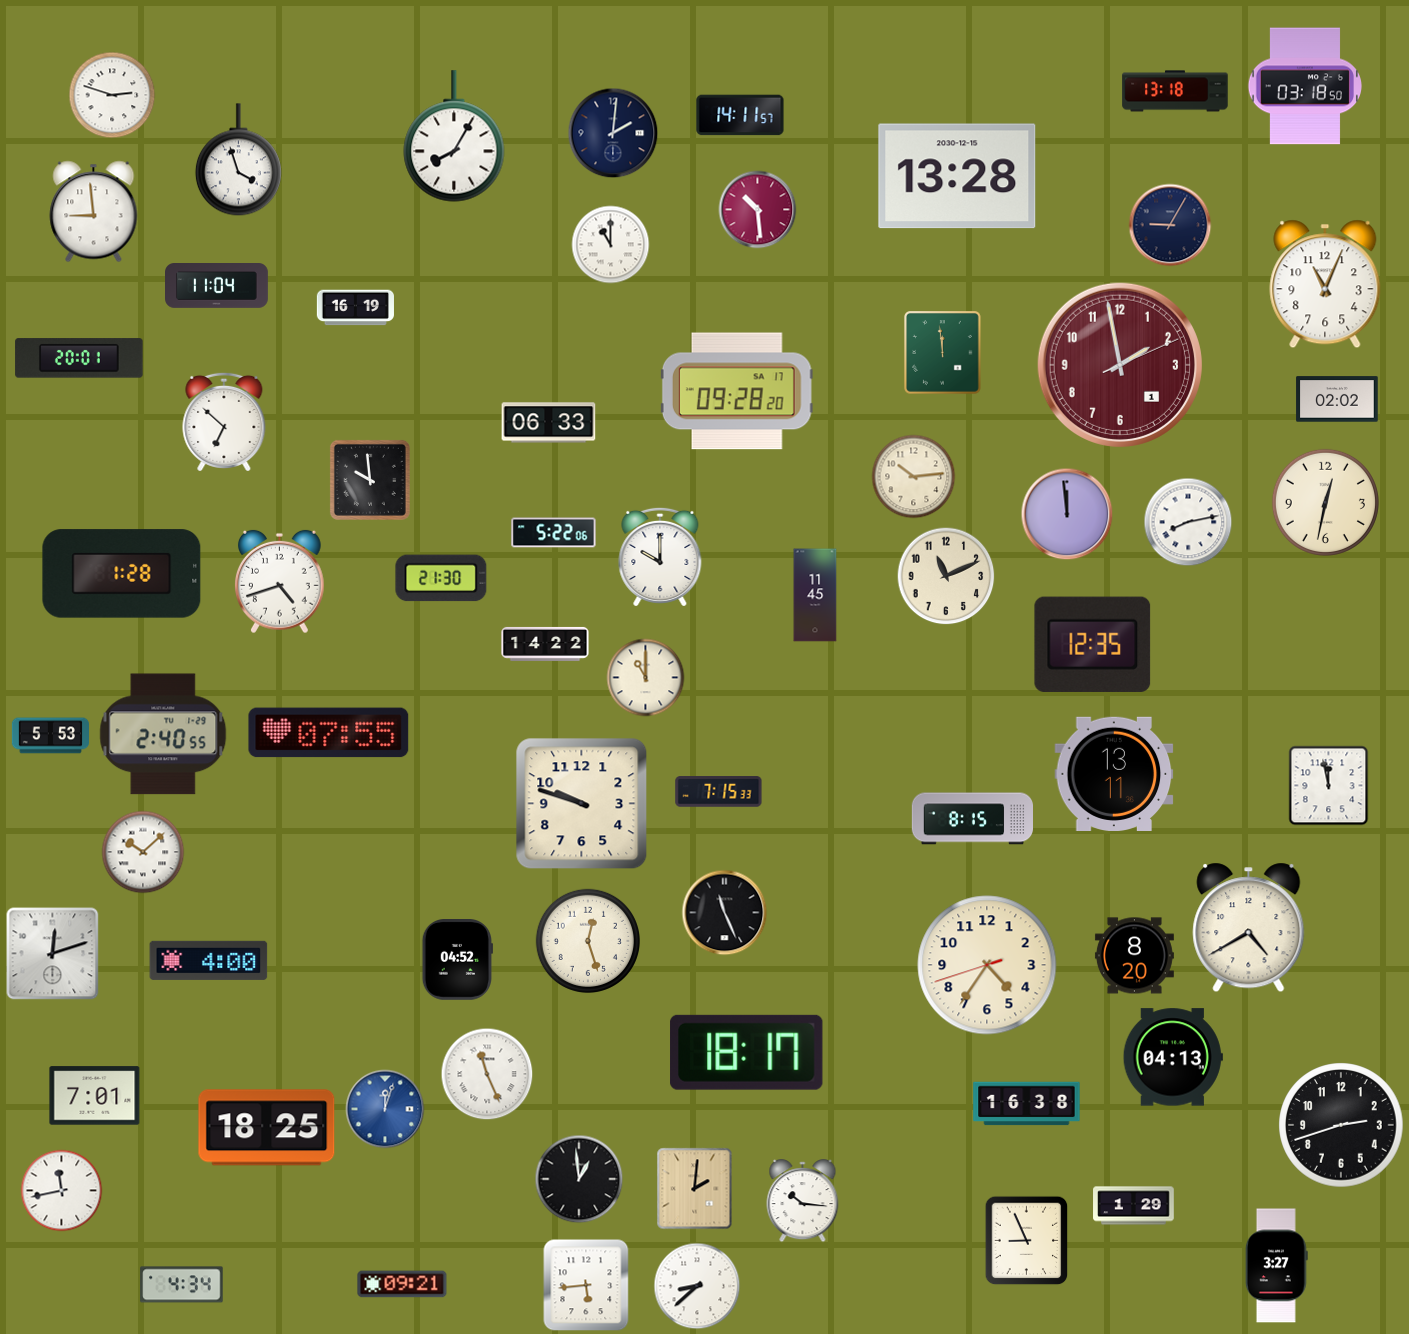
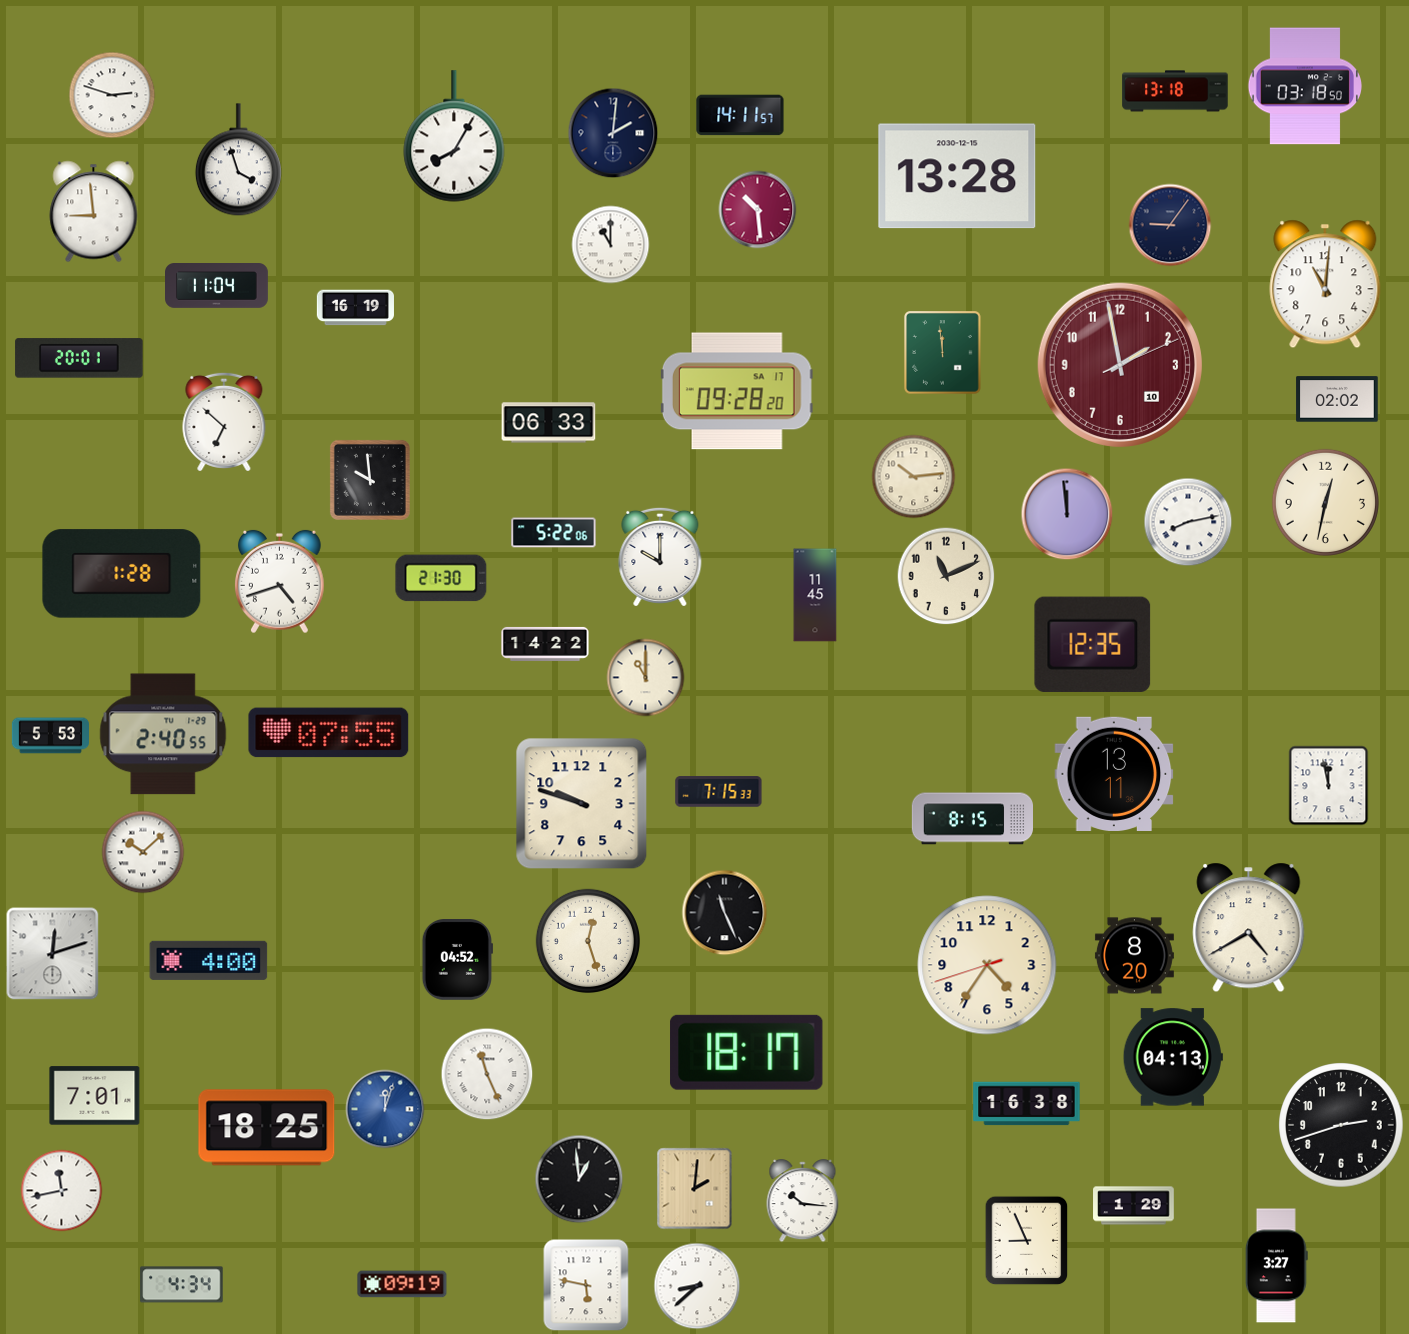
clock at (1170, 225): 9:05 -> 9:06
clock at (1325, 284): 11:04 -> 11:01
clock at (1120, 365) date: 1 -> 10
clock at (402, 1284): 09:21 -> 09:19
clock at (586, 1285): 5:44 -> 5:47
